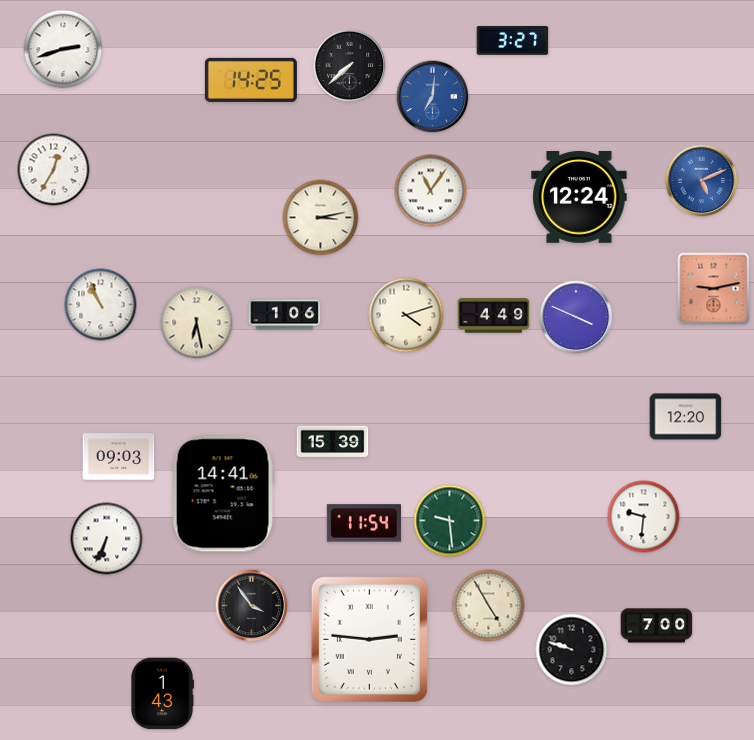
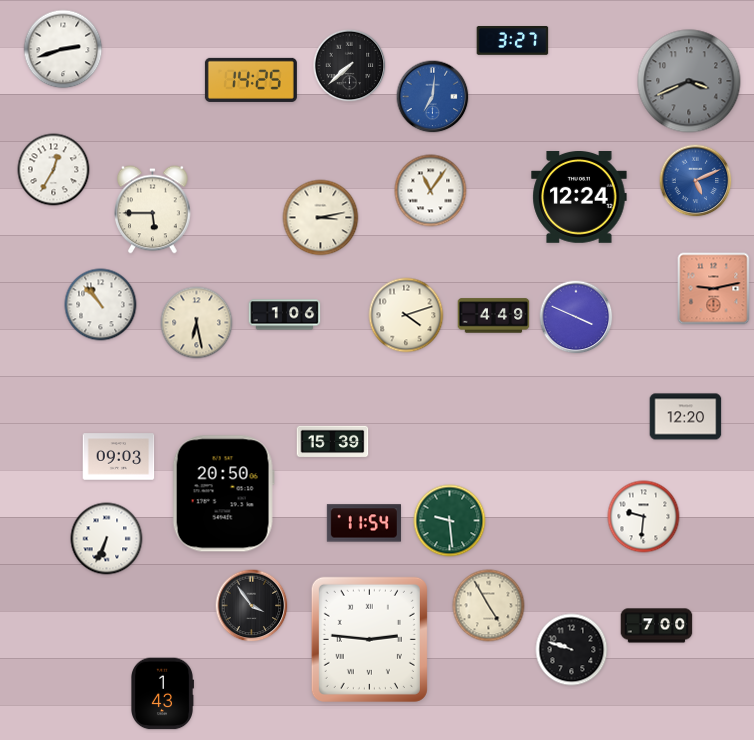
clock at (689, 81): none -> 3:41
clock at (702, 181) position: (702, 181) -> (696, 181)
clock at (153, 210): none -> 5:45
clock at (101, 305): 10:56 -> 10:53
clock at (223, 494): 14:41 -> 20:50
